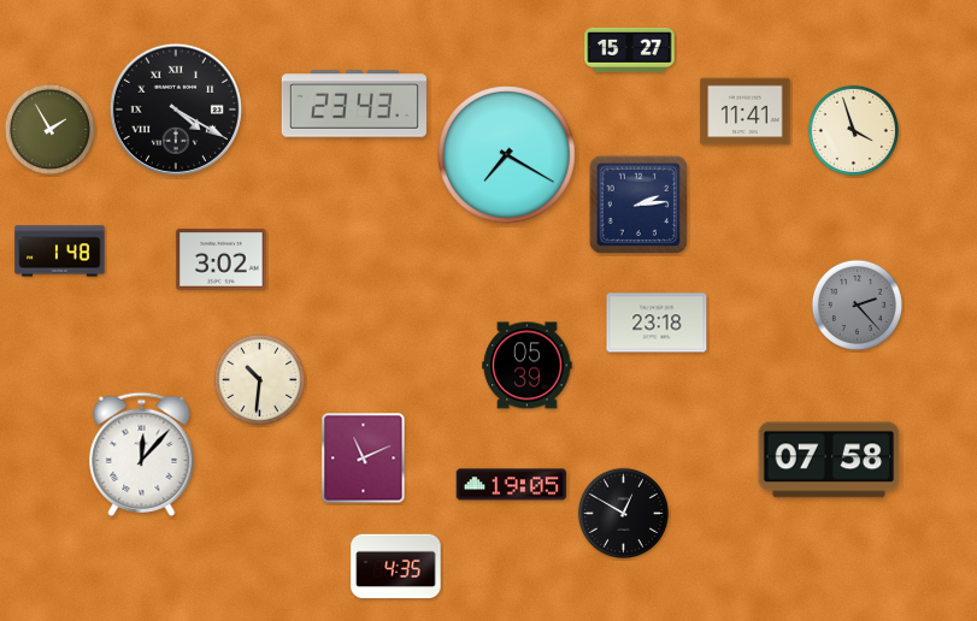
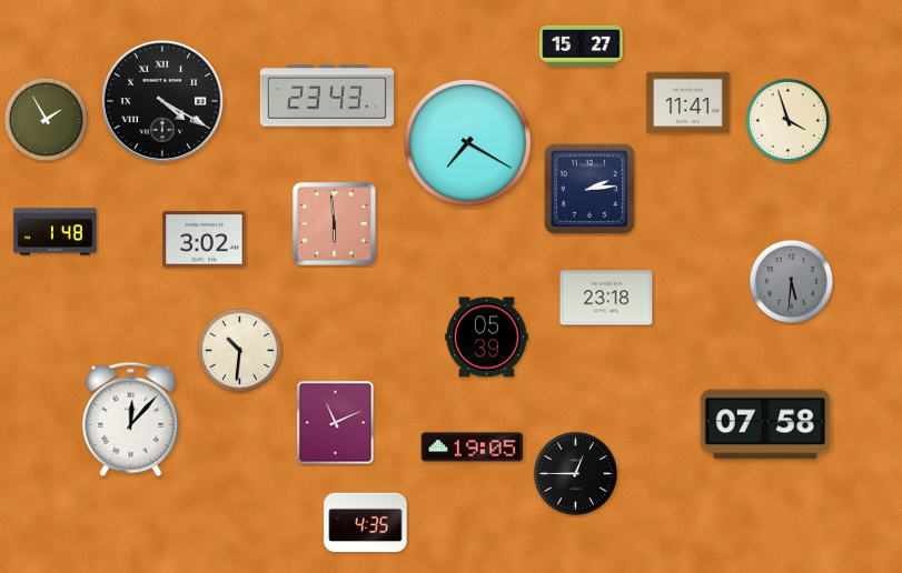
clock at (334, 223): none -> 5:59
clock at (857, 304): 2:23 -> 5:31
clock at (623, 513): 12:50 -> 12:45
